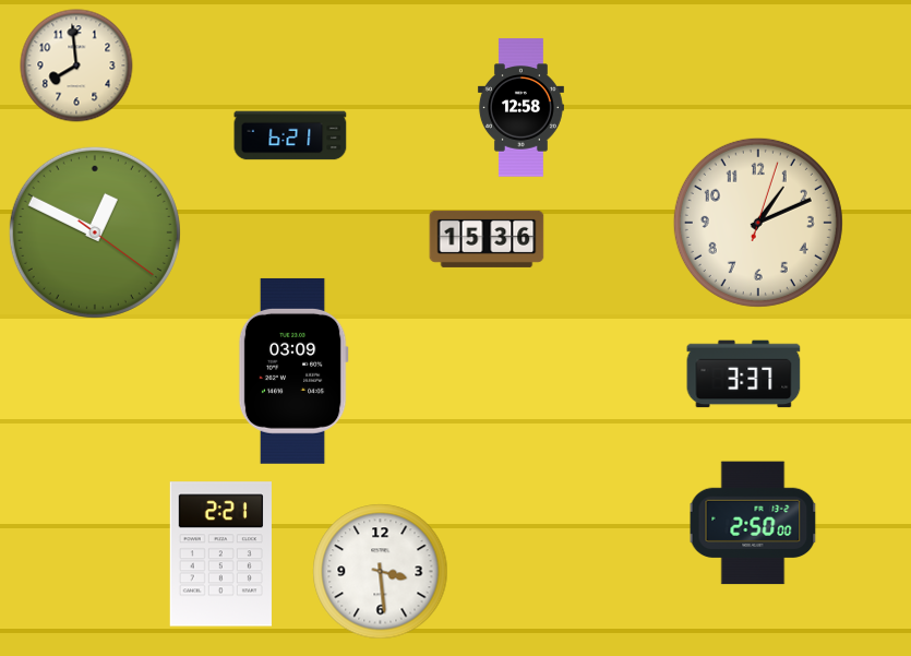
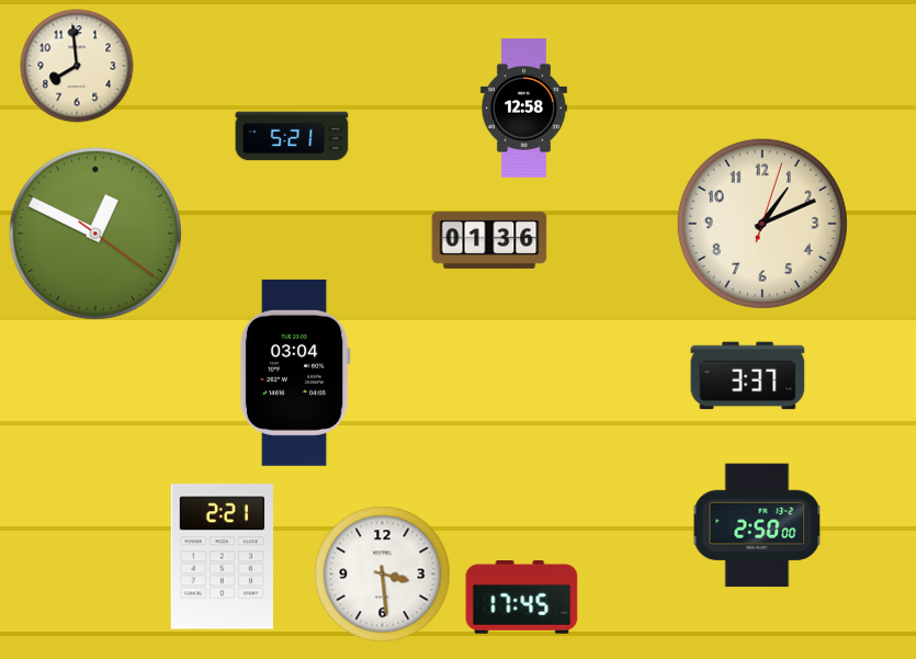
clock at (290, 135): 6:21 -> 5:21
clock at (487, 239): 15:36 -> 01:36
clock at (293, 371): 03:09 -> 03:04
clock at (522, 598): none -> 17:45
